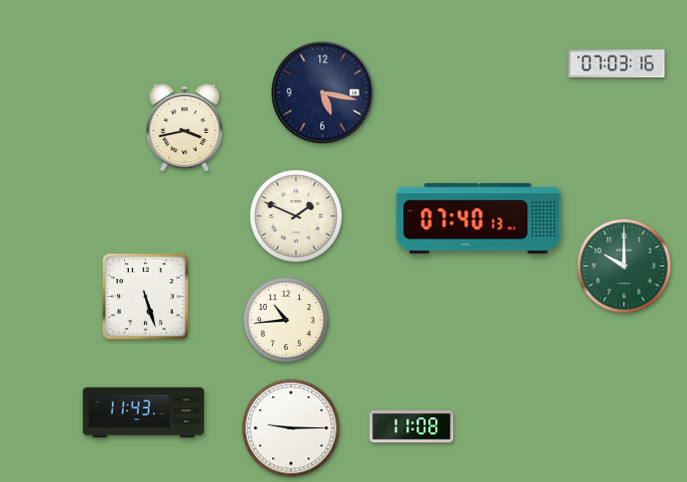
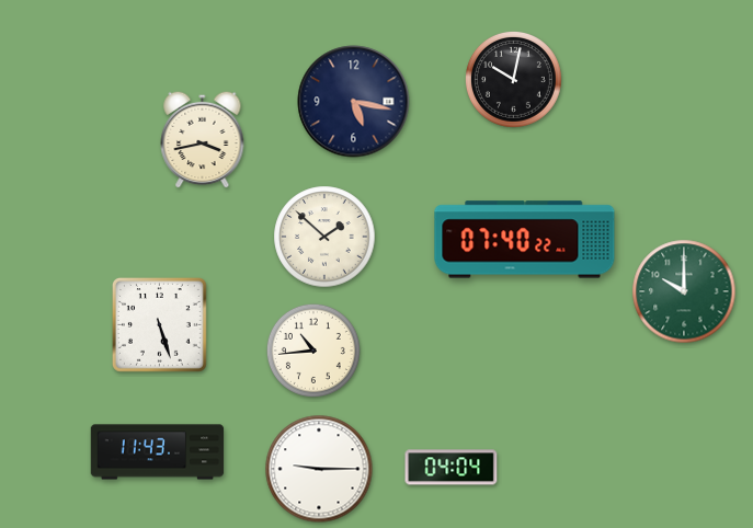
clock at (617, 64): 07:03 -> none
clock at (514, 80): none -> 10:02
clock at (296, 216): 1:49 -> 1:52
clock at (479, 219): 07:40:13 -> 07:40:22
clock at (412, 427): 11:08 -> 04:04
